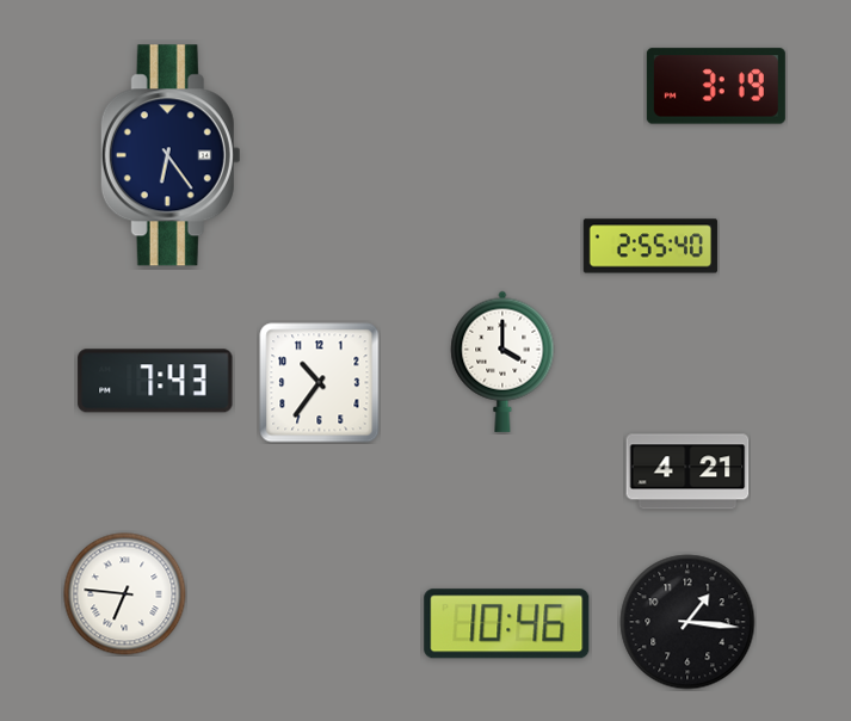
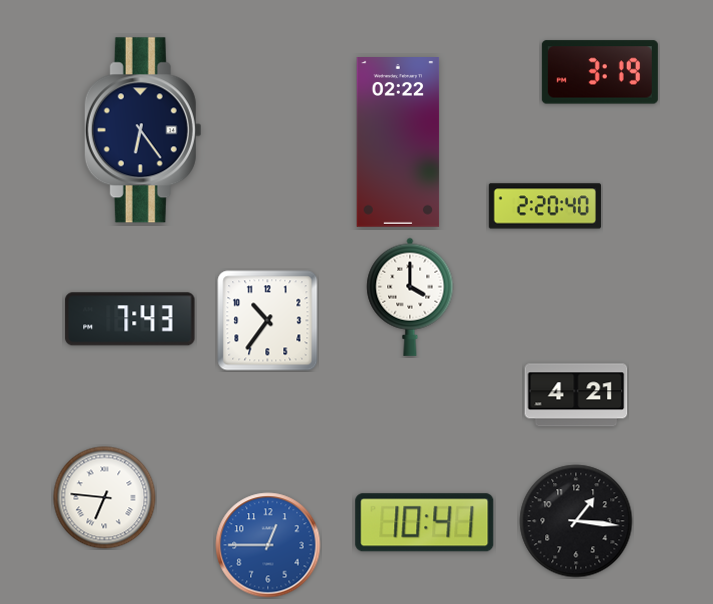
clock at (398, 142): none -> 02:22
clock at (650, 246): 2:55 -> 2:20
clock at (502, 362) position: (502, 362) -> (410, 297)
clock at (507, 624): 10:46 -> 10:41
clock at (268, 545): none -> 12:45
